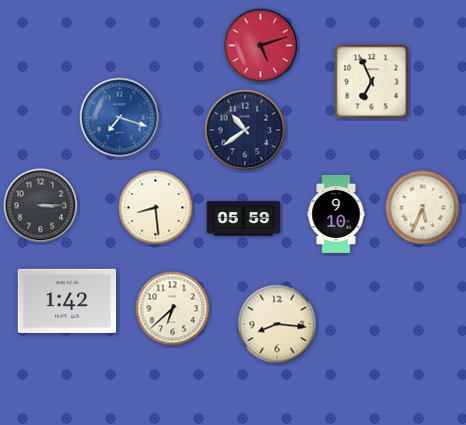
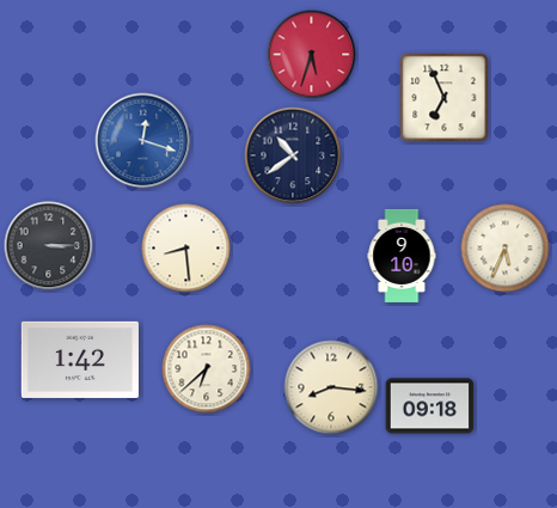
clock at (261, 46): 5:12 -> 5:33
clock at (120, 118): 7:18 -> 12:18
clock at (244, 219): 05:59 -> none
clock at (430, 406): none -> 09:18
